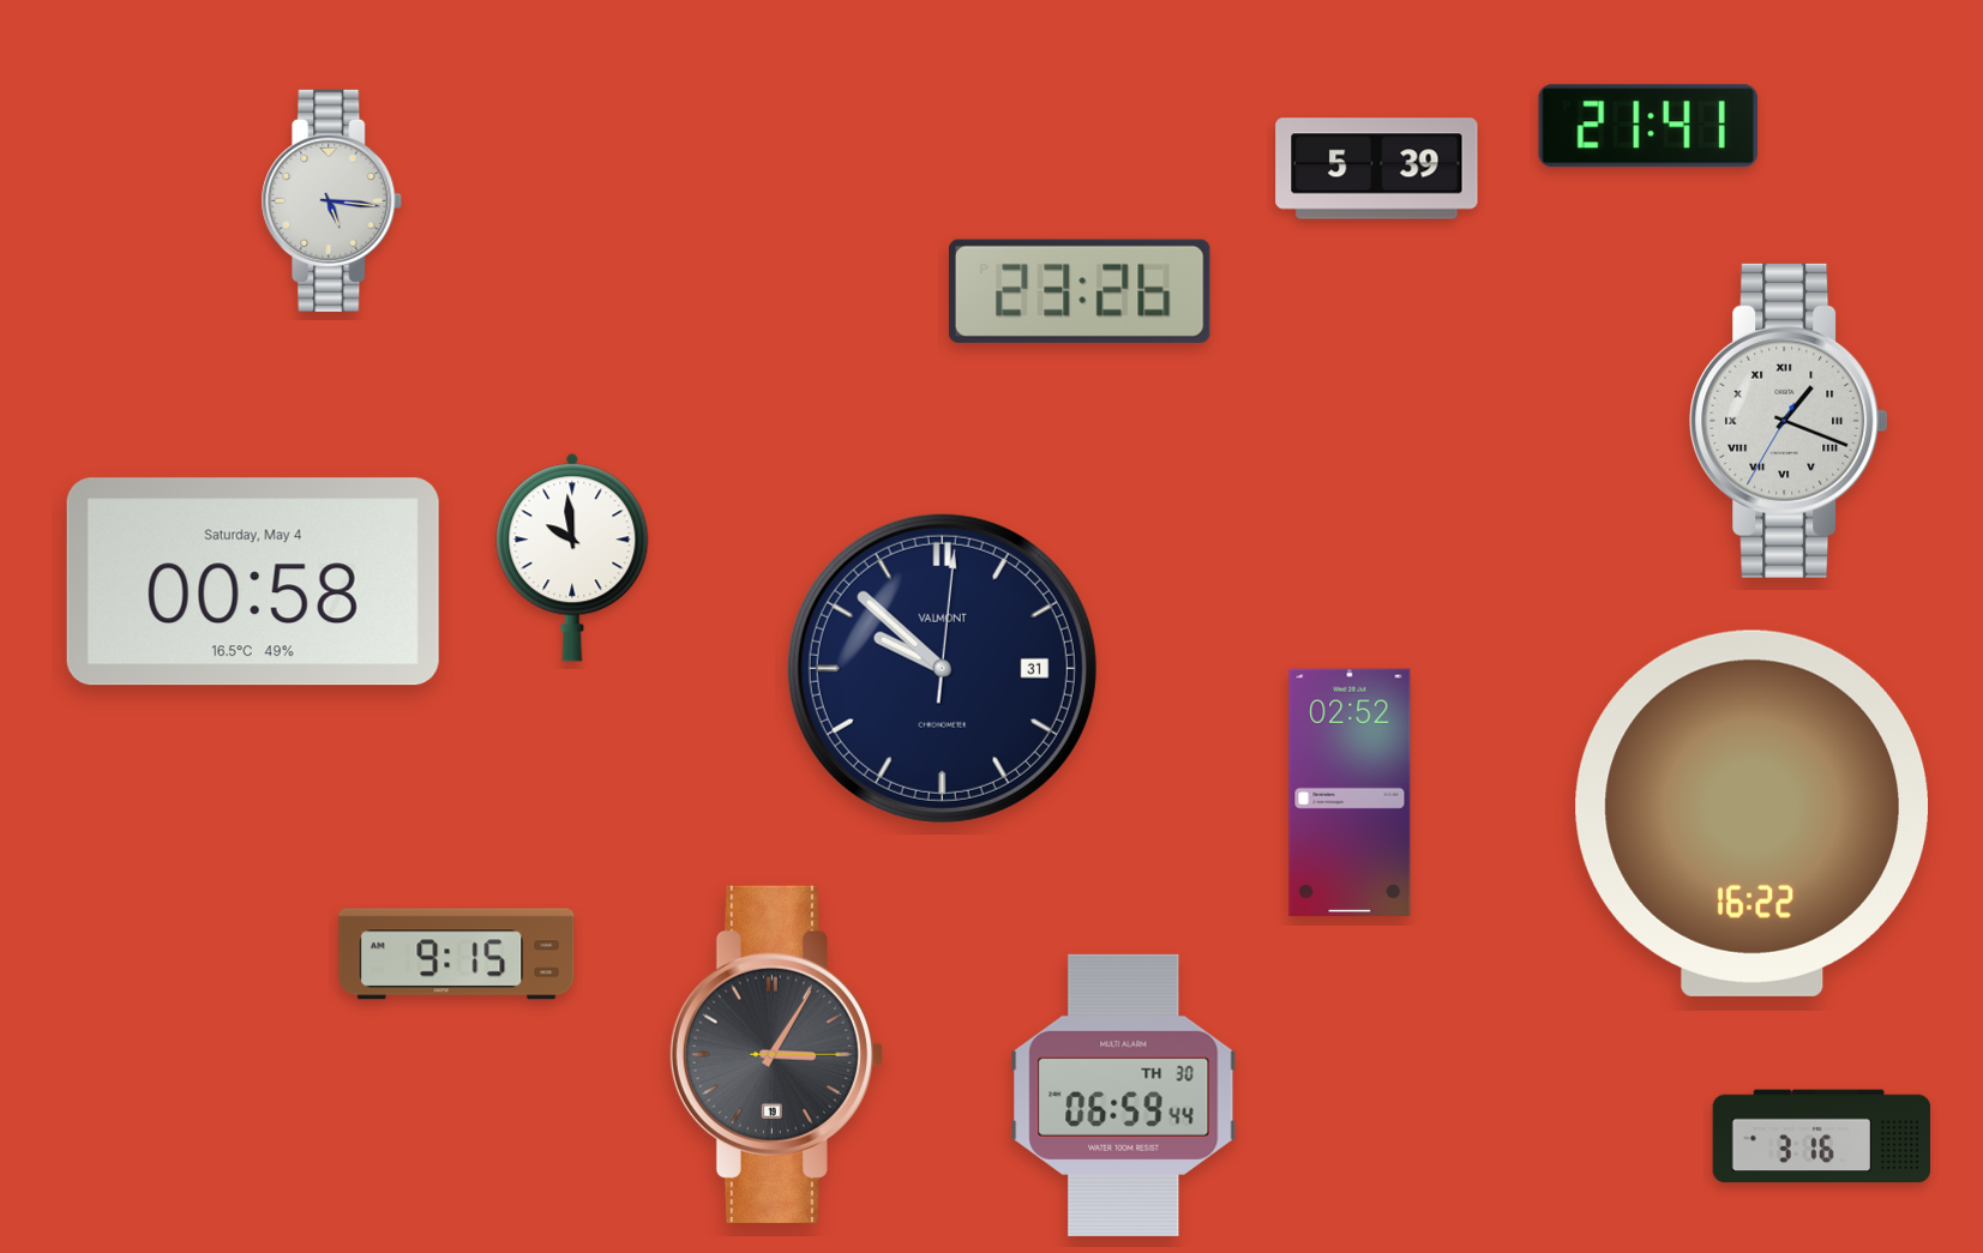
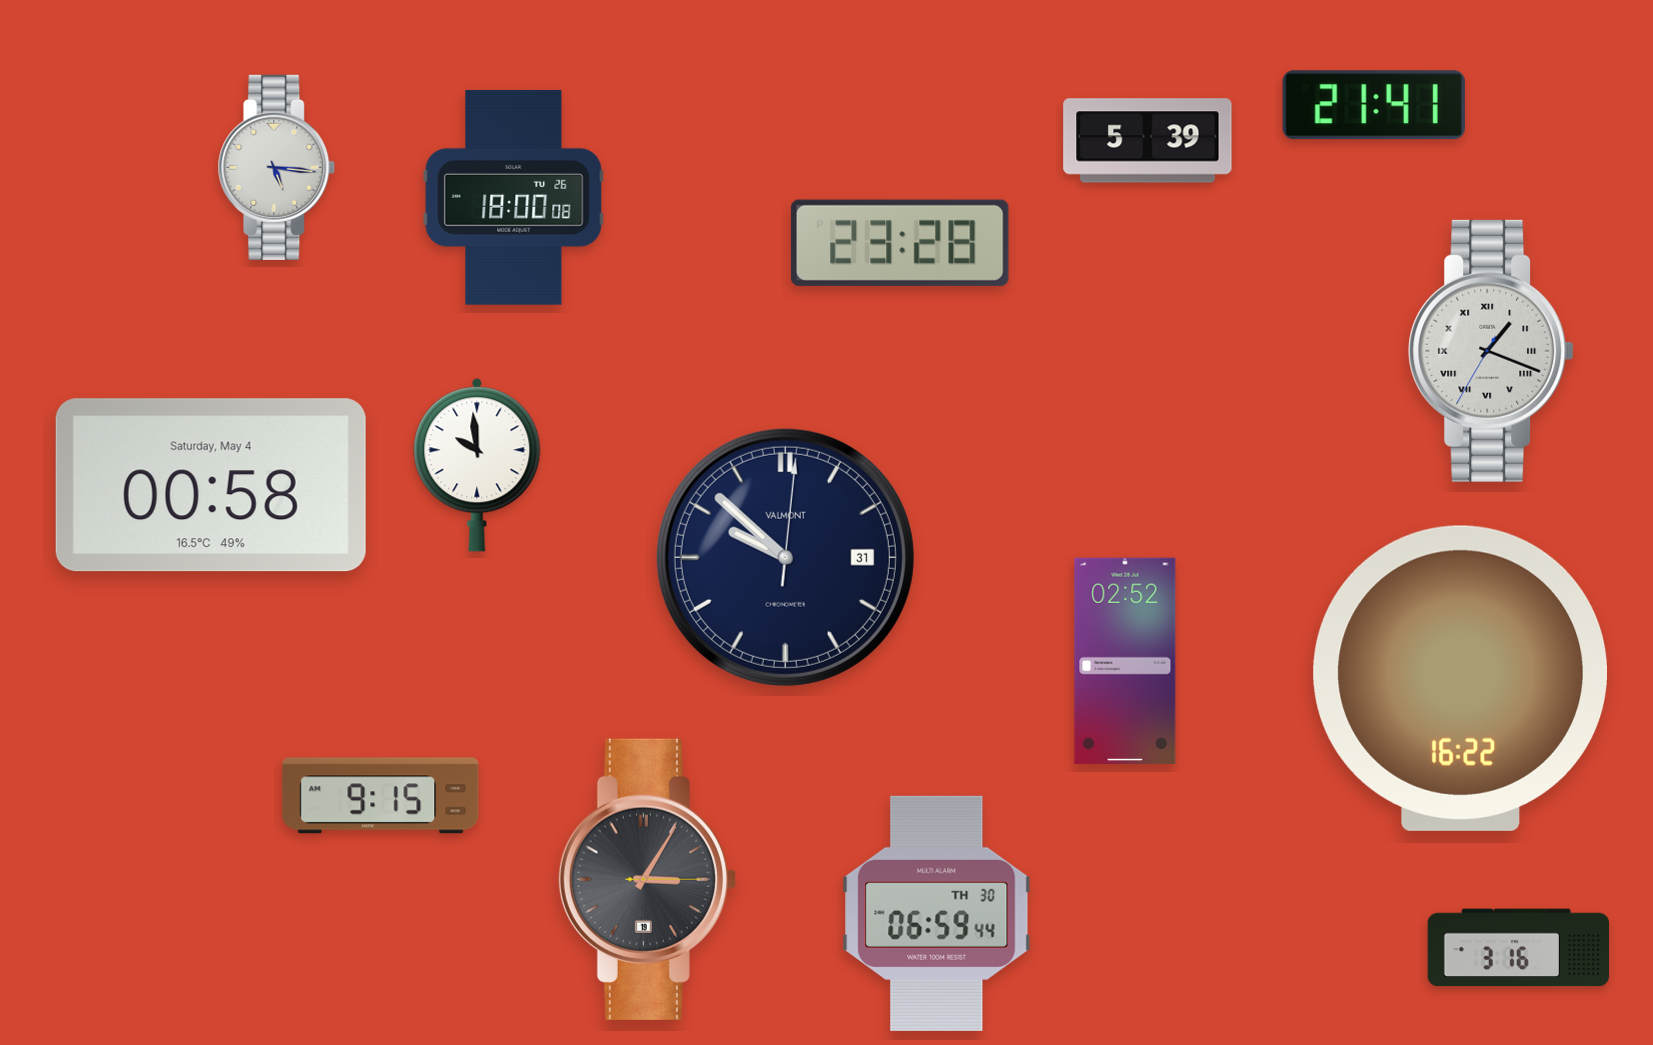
clock at (514, 197): none -> 18:00
clock at (1080, 291): 23:26 -> 23:28
